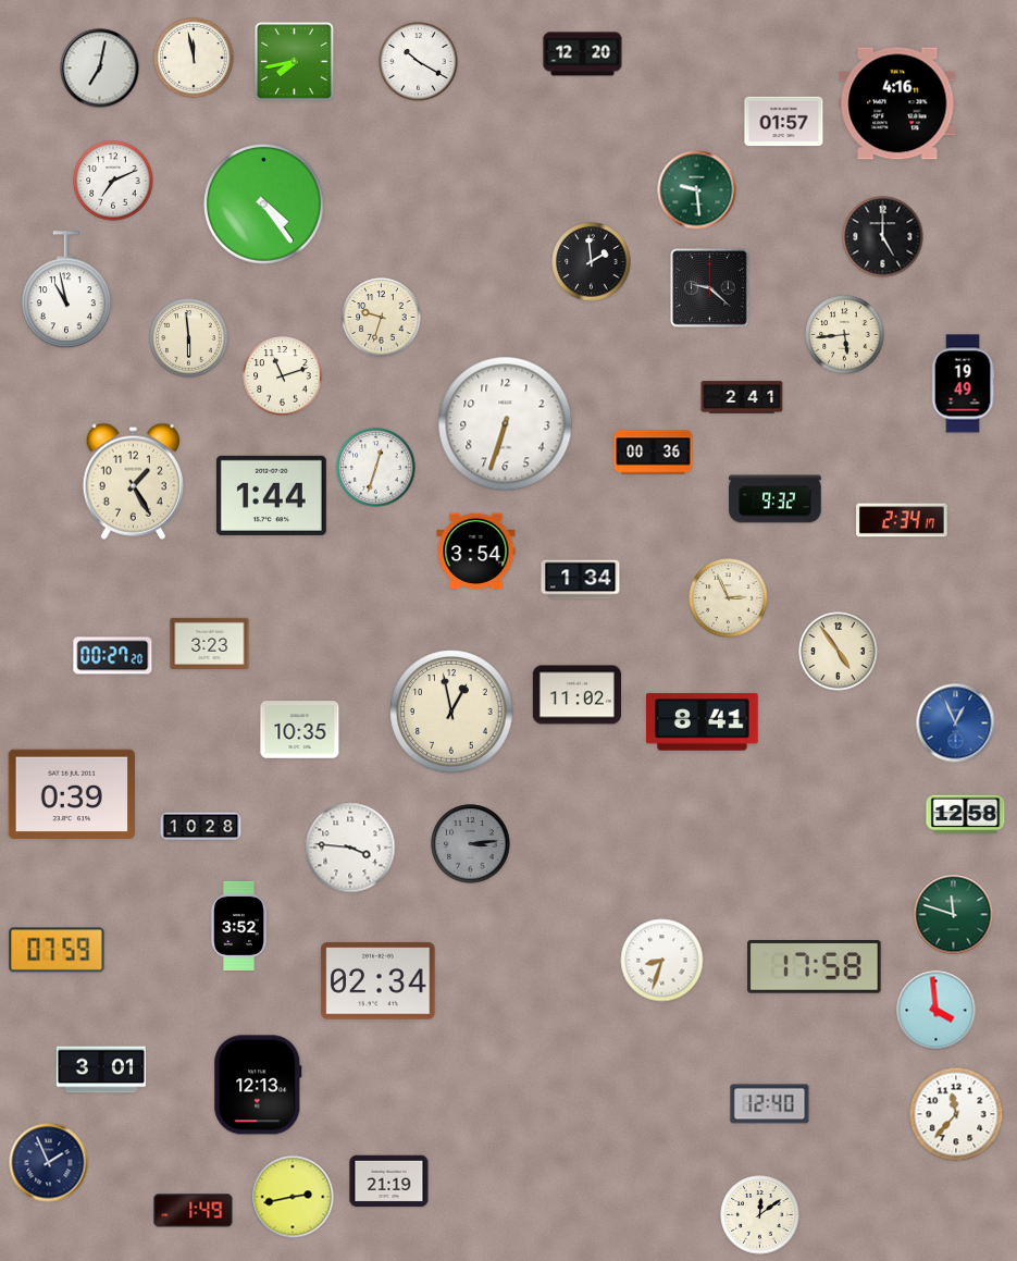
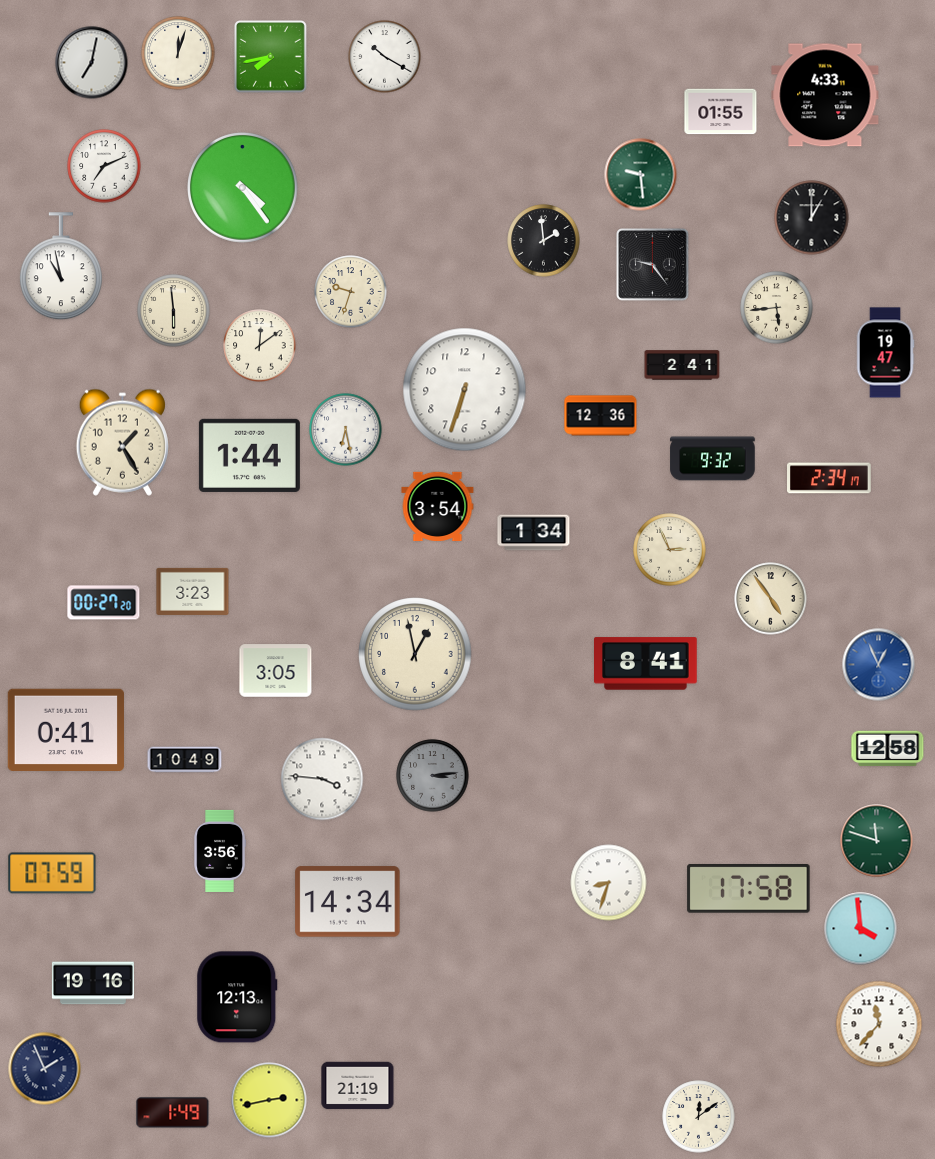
clock at (583, 54): 12:20 -> none
clock at (194, 58): 11:58 -> 12:03
clock at (897, 103): 4:16 -> 4:33
clock at (784, 122): 01:57 -> 01:55
clock at (883, 237): 5:00 -> 1:00
clock at (710, 288): 9:22 -> 9:24
clock at (283, 376): 11:12 -> 12:09
clock at (963, 384): 19:49 -> 19:47
clock at (654, 453): 00:36 -> 12:36
clock at (376, 468): 12:33 -> 6:28
clock at (576, 695): 11:02 -> none
clock at (300, 730): 10:35 -> 3:05
clock at (72, 793): 0:39 -> 0:41
clock at (201, 827): 10:28 -> 10:49
clock at (239, 926): 3:52 -> 3:56
clock at (379, 981): 02:34 -> 14:34
clock at (101, 1070): 3:01 -> 19:16
clock at (770, 1104): 12:40 -> none
clock at (194, 1211) position: (194, 1211) -> (173, 1113)
